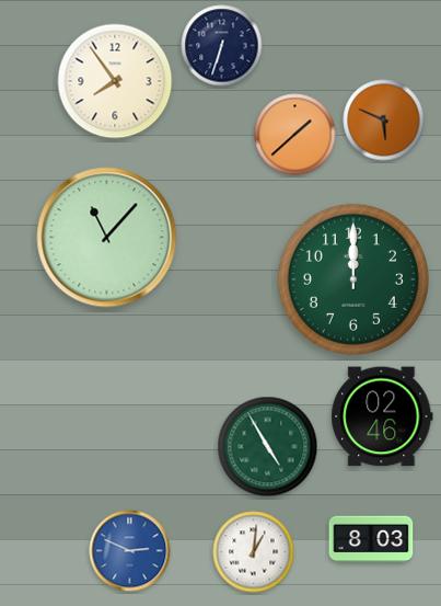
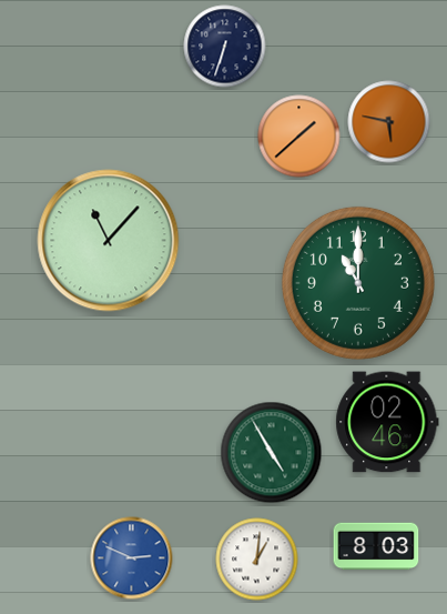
clock at (115, 81): 7:54 -> none
clock at (384, 121): 5:49 -> 5:47
clock at (353, 279): 12:00 -> 11:00
